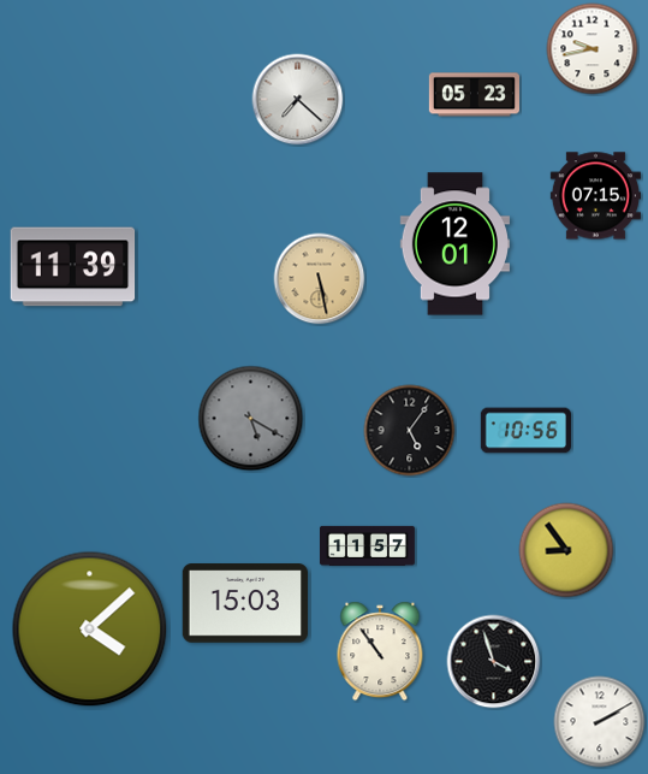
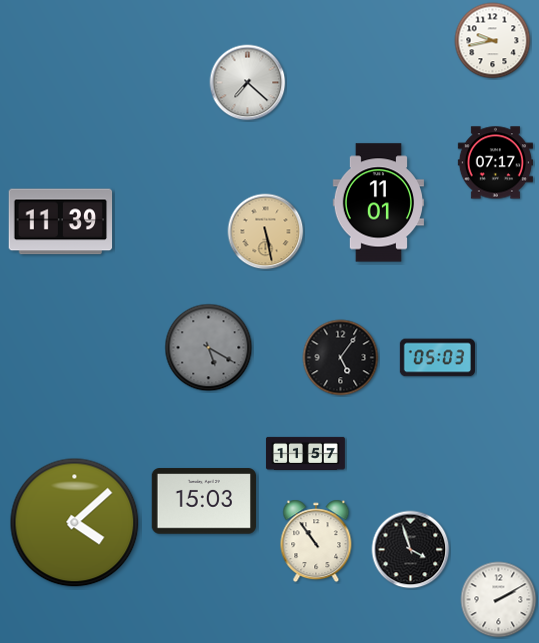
clock at (474, 95): 05:23 -> none
clock at (595, 196): 07:15 -> 07:17
clock at (454, 244): 12:01 -> 11:01
clock at (525, 431): 10:56 -> 05:03
clock at (566, 550): 8:54 -> none
